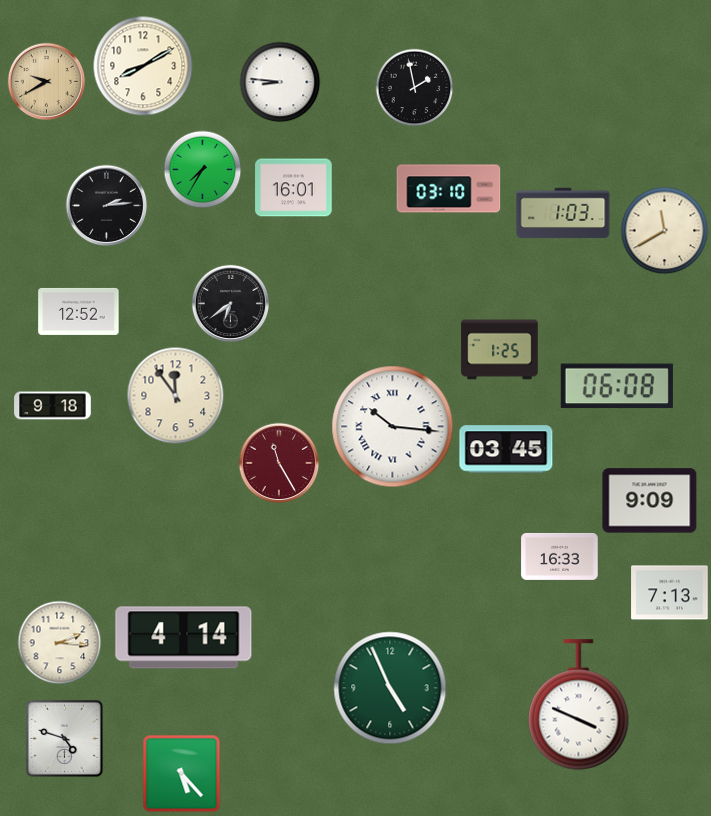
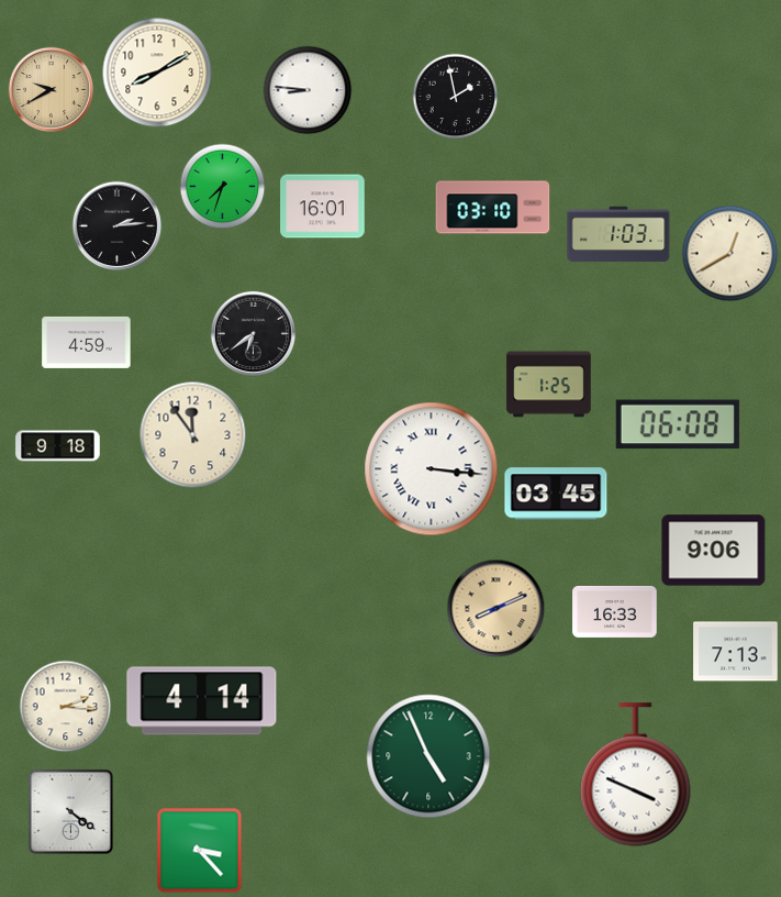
clock at (202, 169): 7:35 -> 7:33
clock at (664, 230): 11:40 -> 12:40
clock at (79, 311): 12:52 -> 4:59
clock at (393, 427): 10:16 -> 3:16
clock at (279, 463): 11:25 -> none
clock at (650, 501): 9:09 -> 9:06
clock at (495, 608): none -> 8:11
clock at (64, 738): 4:48 -> 4:21
clock at (181, 773): 5:23 -> 3:23
